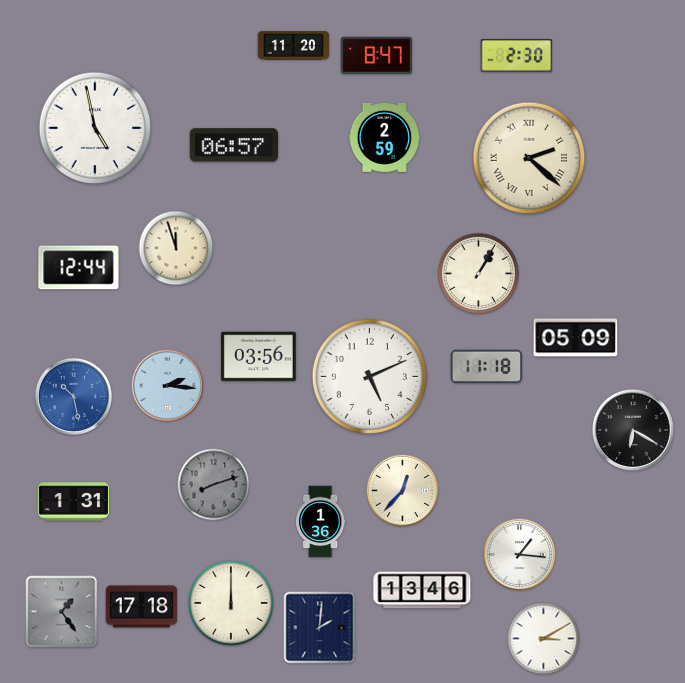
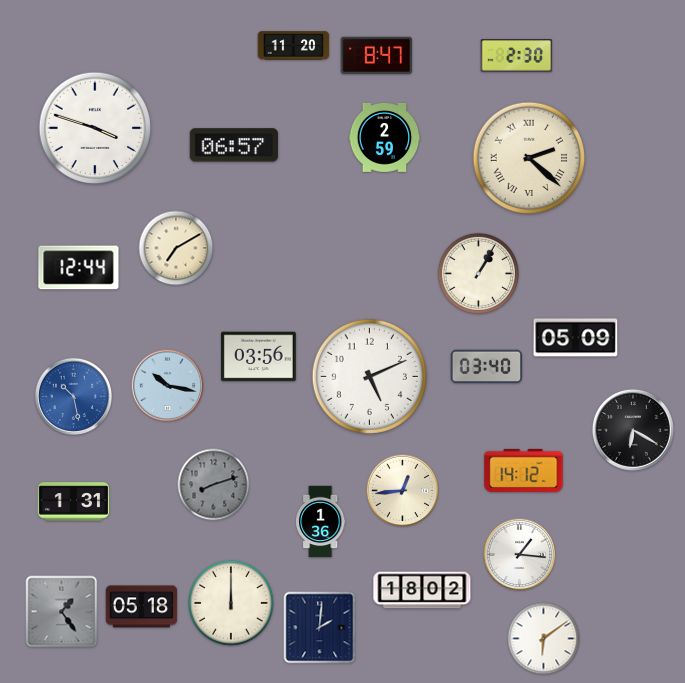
clock at (95, 128): 4:58 -> 3:48
clock at (176, 248): 11:57 -> 7:10
clock at (487, 367): 11:18 -> 03:40
clock at (168, 386): 2:16 -> 10:17
clock at (524, 470): none -> 14:12
clock at (403, 491): 12:37 -> 12:44
clock at (422, 590): 13:46 -> 18:02
clock at (142, 607): 17:18 -> 05:18
clock at (544, 639): 3:10 -> 6:09
